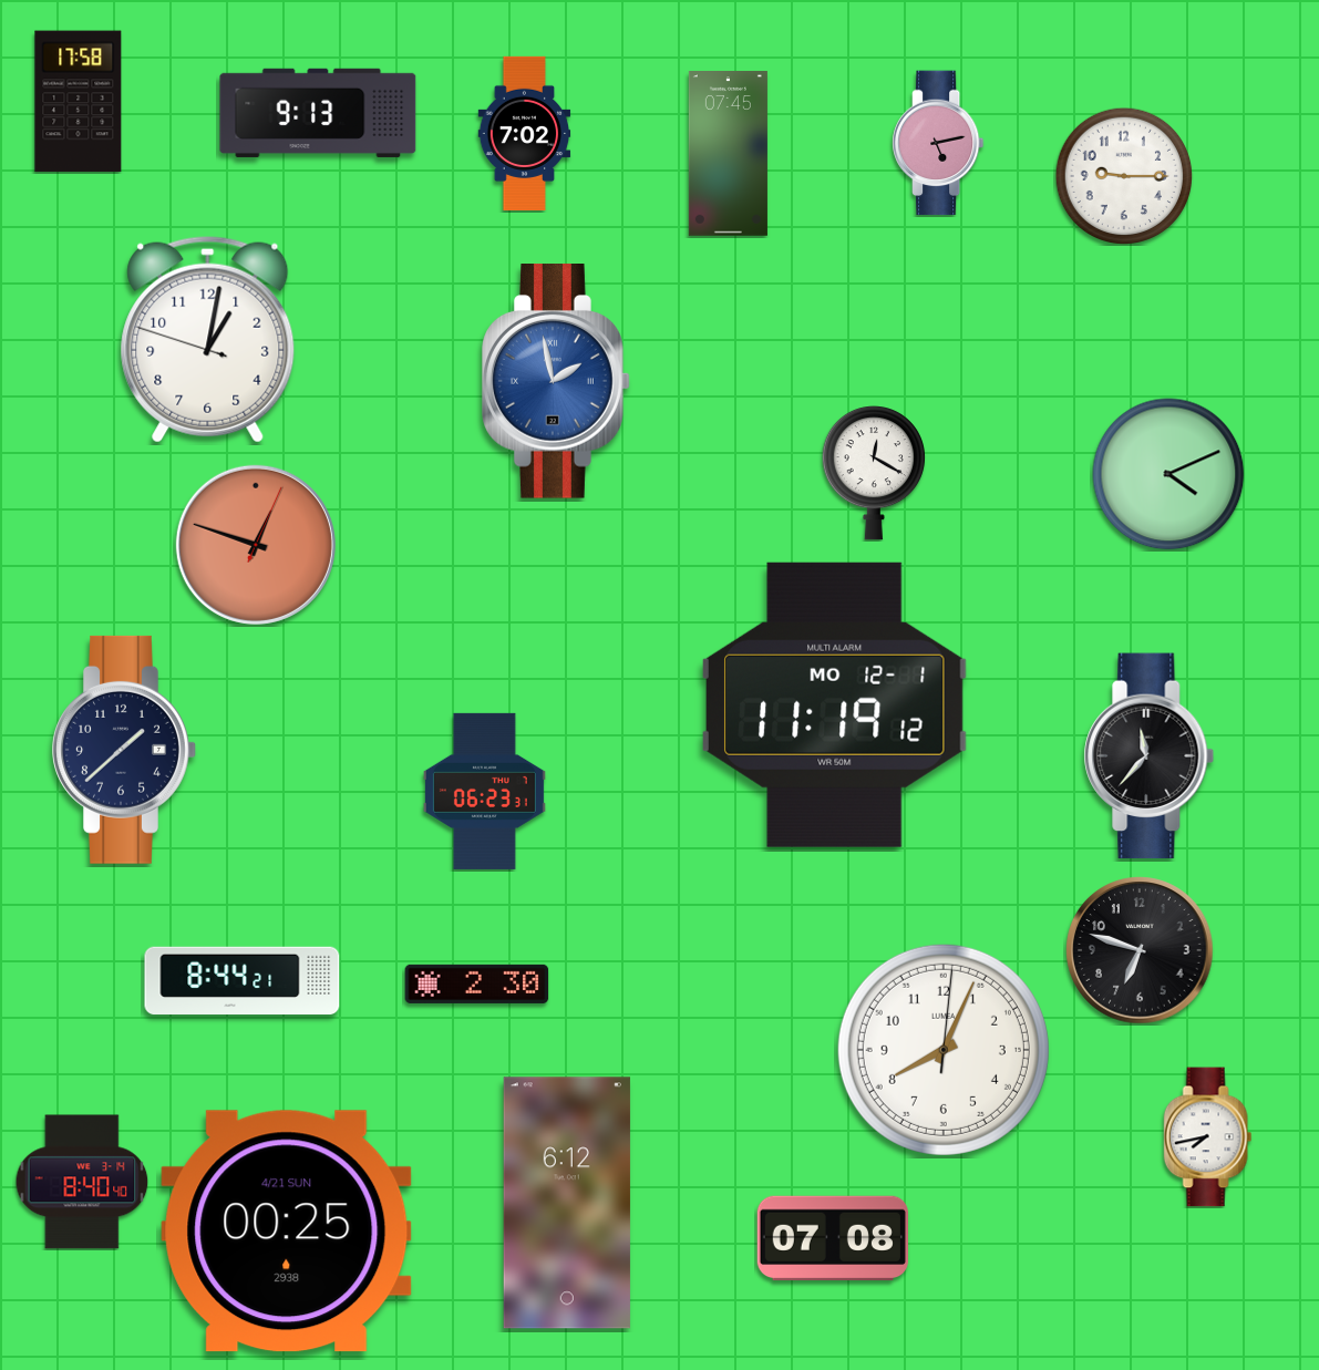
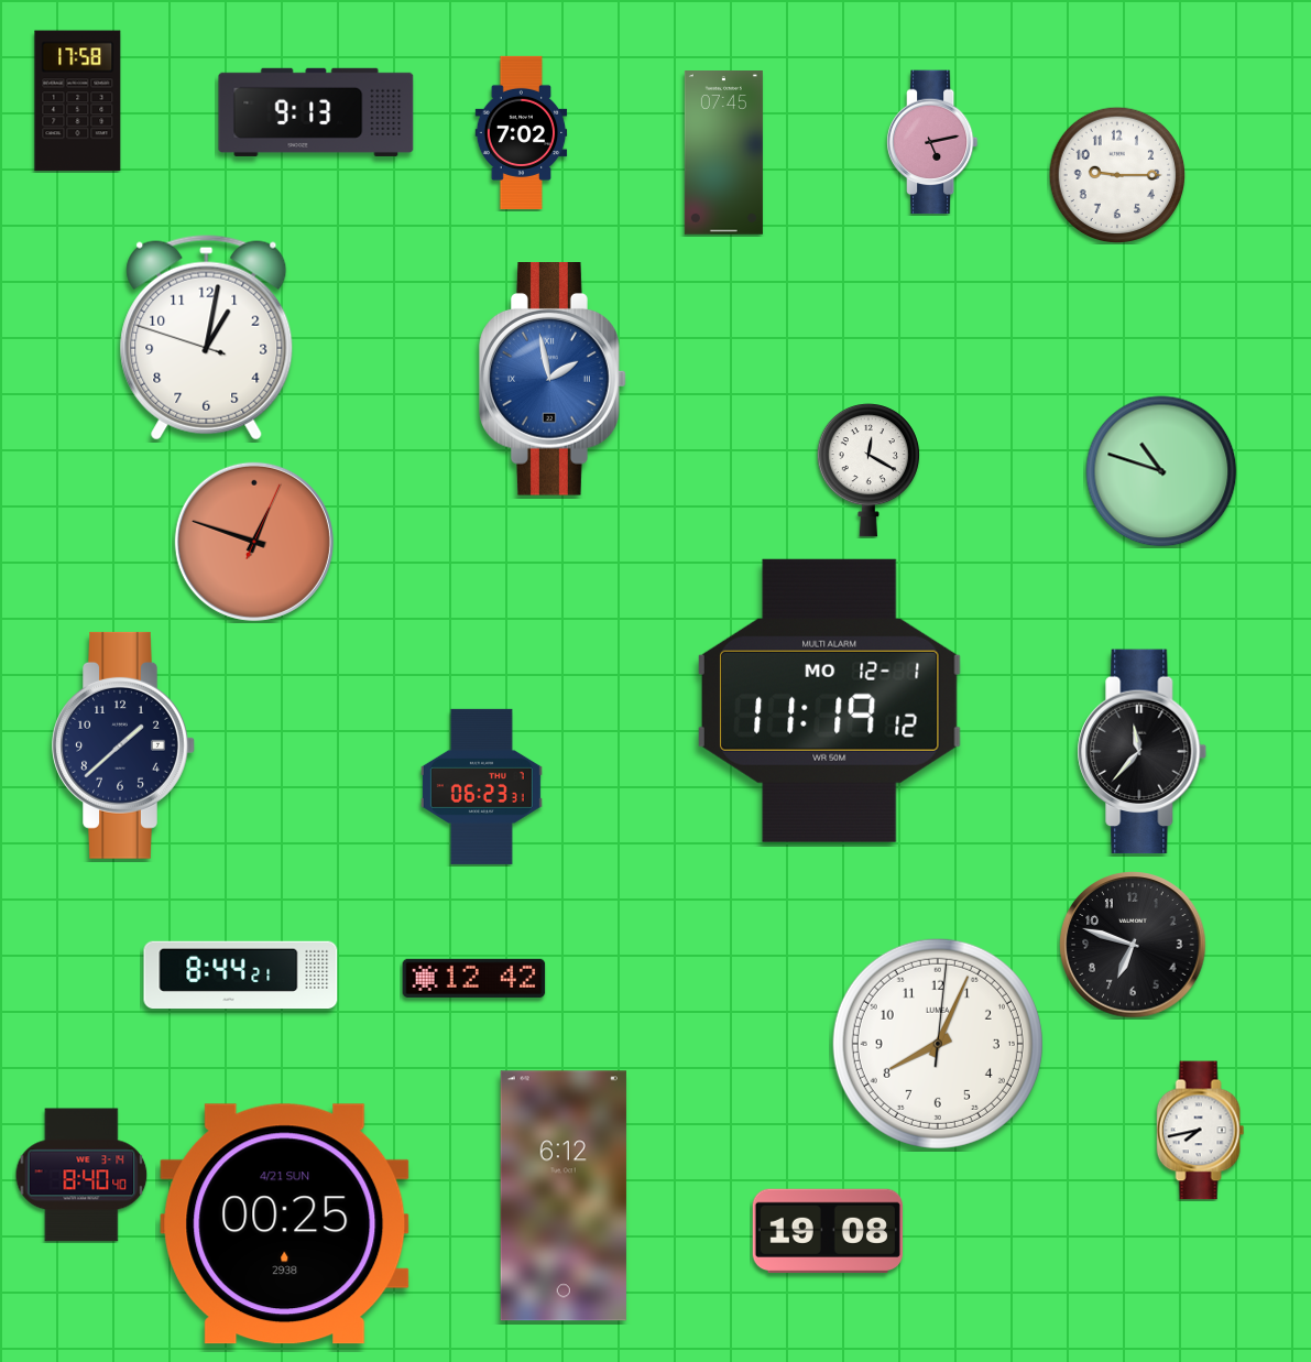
clock at (1168, 474): 4:11 -> 10:48
clock at (477, 983): 2:30 -> 12:42
clock at (833, 1238): 07:08 -> 19:08
